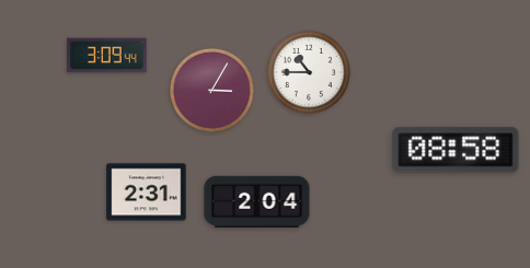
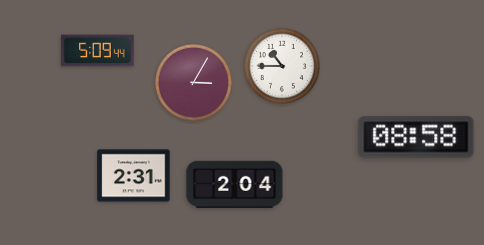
clock at (107, 56): 3:09 -> 5:09
